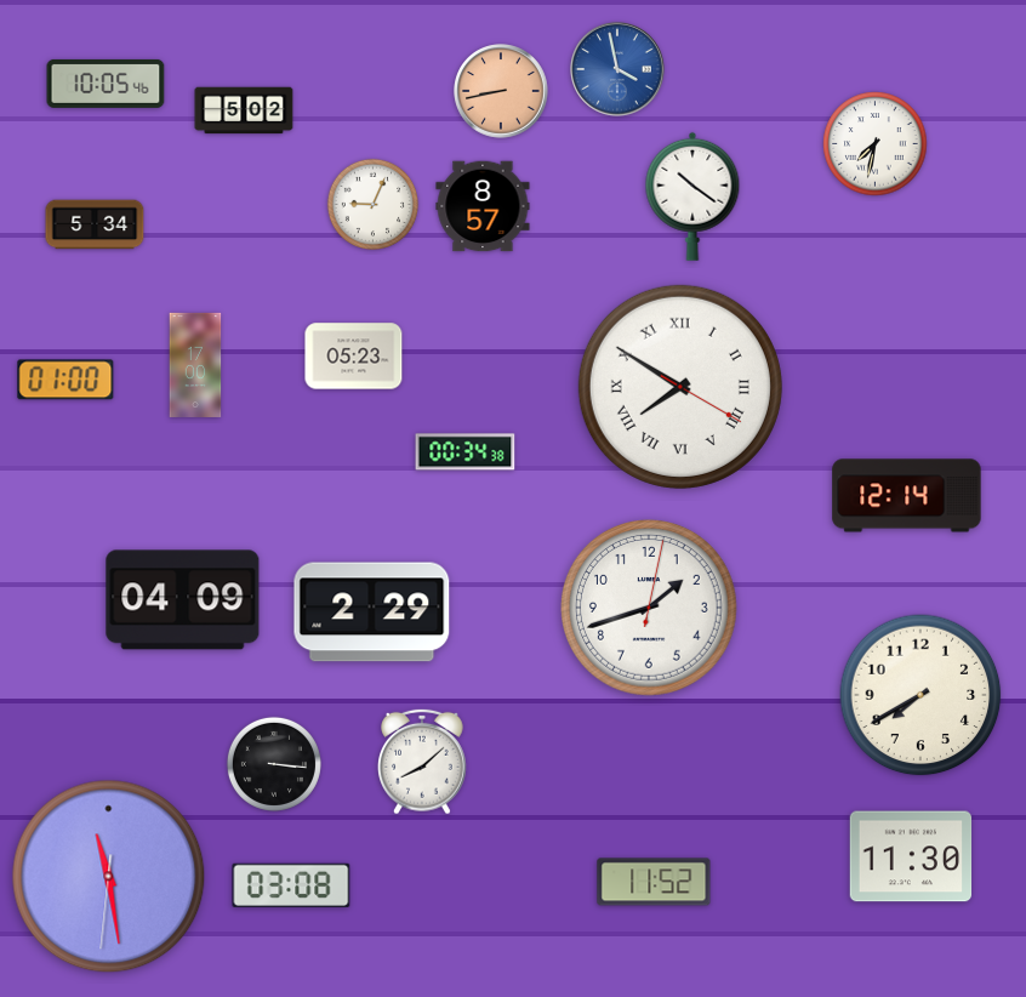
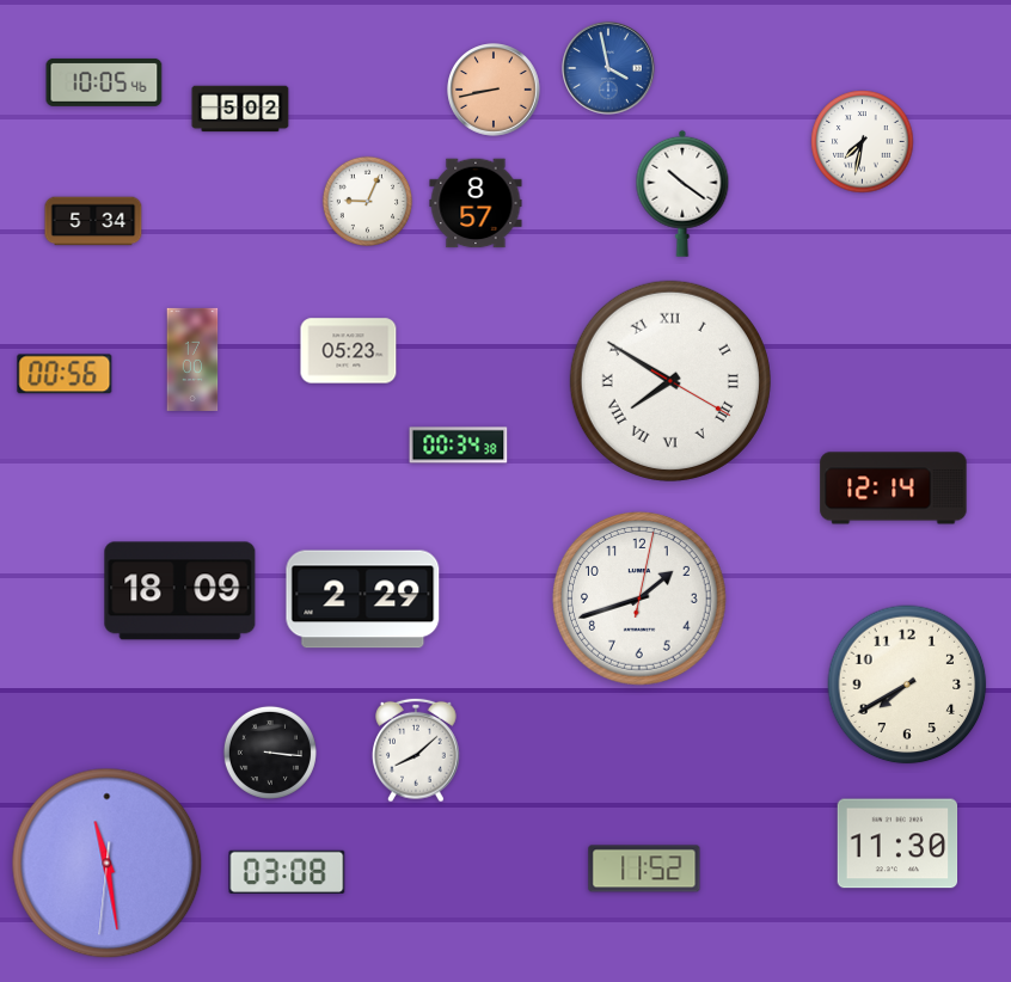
clock at (65, 380): 01:00 -> 00:56
clock at (183, 600): 04:09 -> 18:09
clock at (372, 613) position: (372, 613) -> (363, 600)
